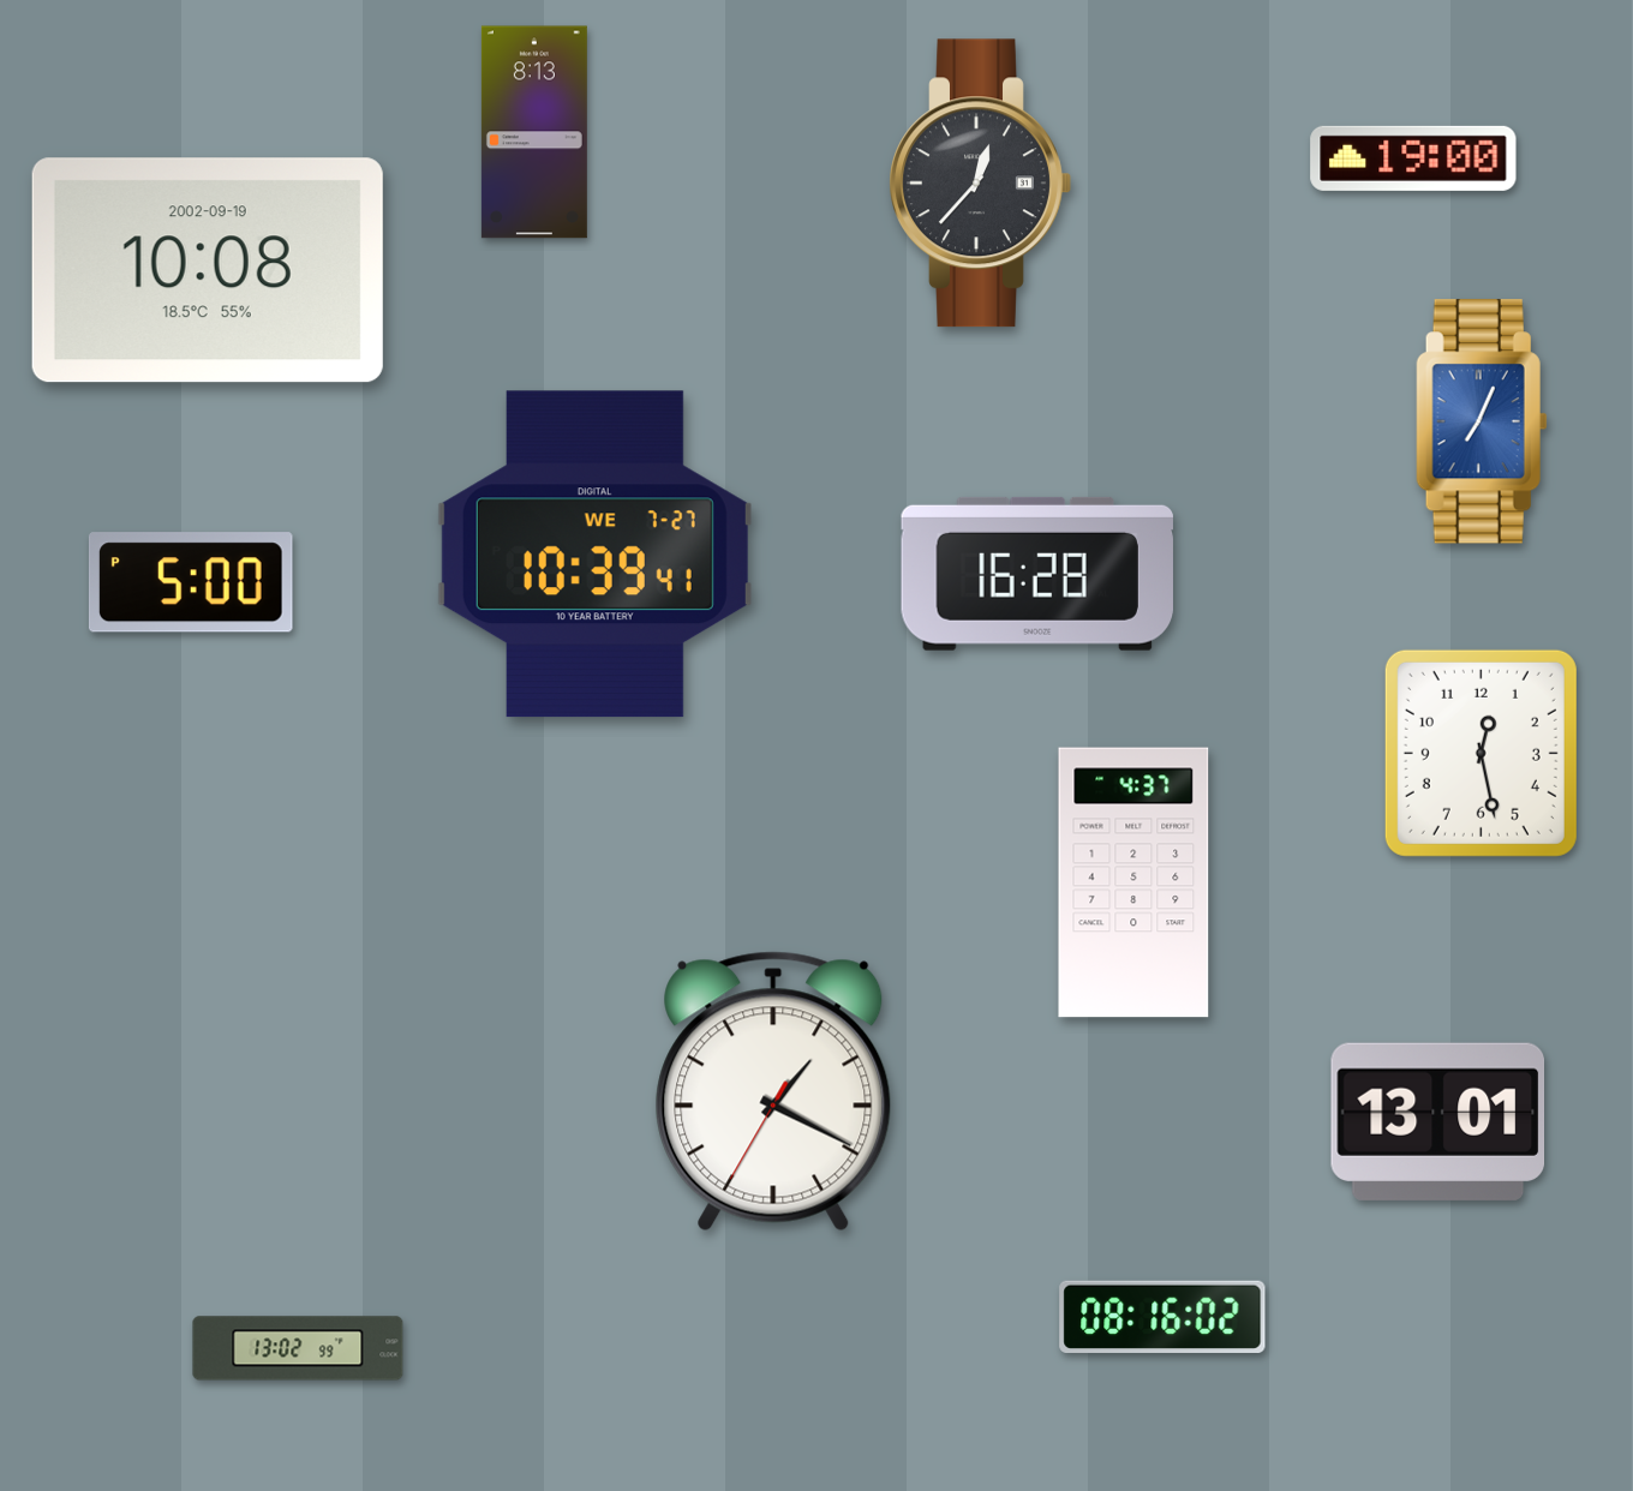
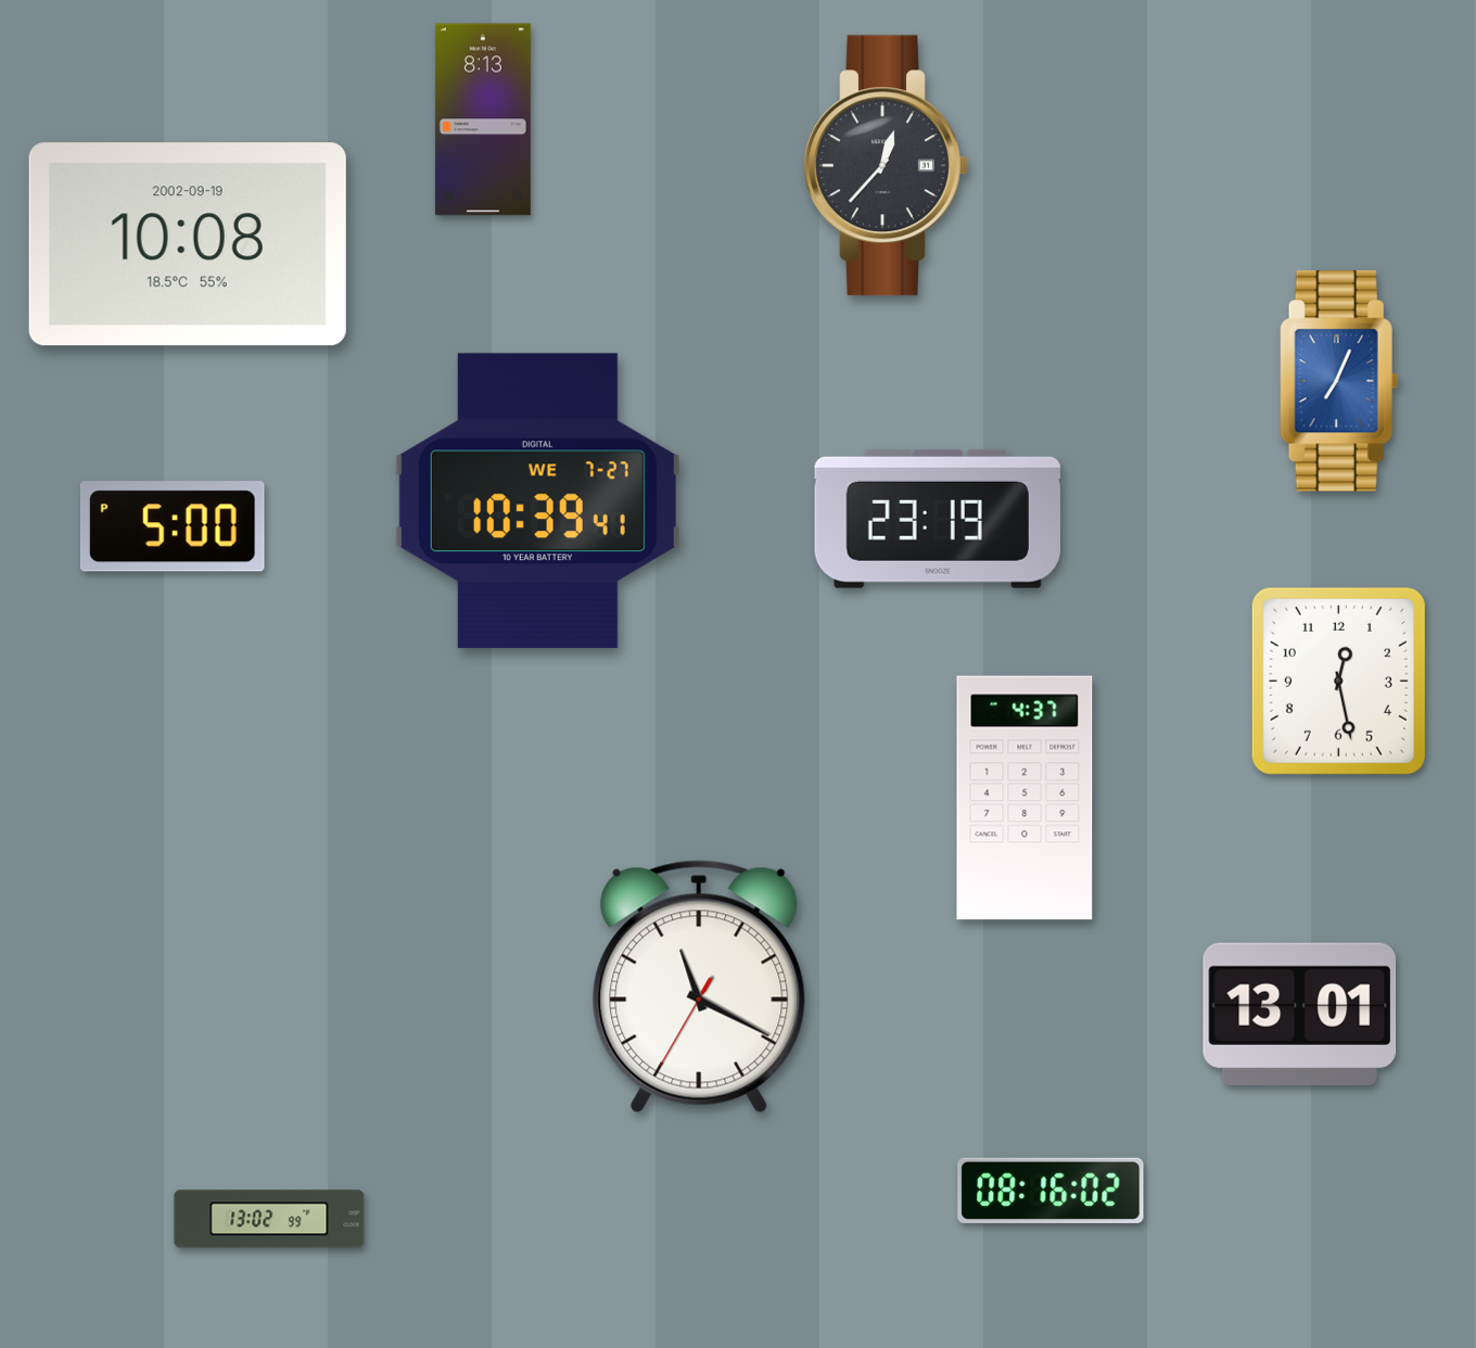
clock at (1413, 158): 19:00 -> none
clock at (1037, 574): 16:28 -> 23:19
clock at (773, 1091): 1:19 -> 11:19
